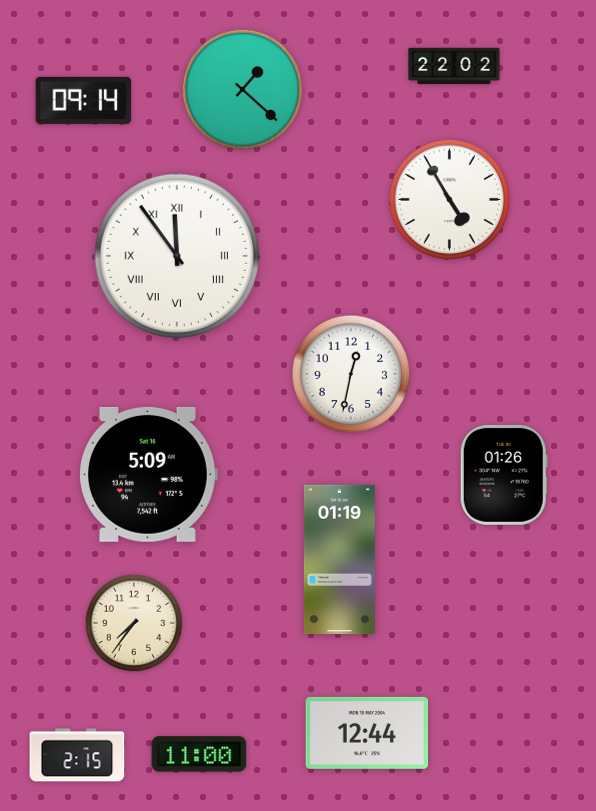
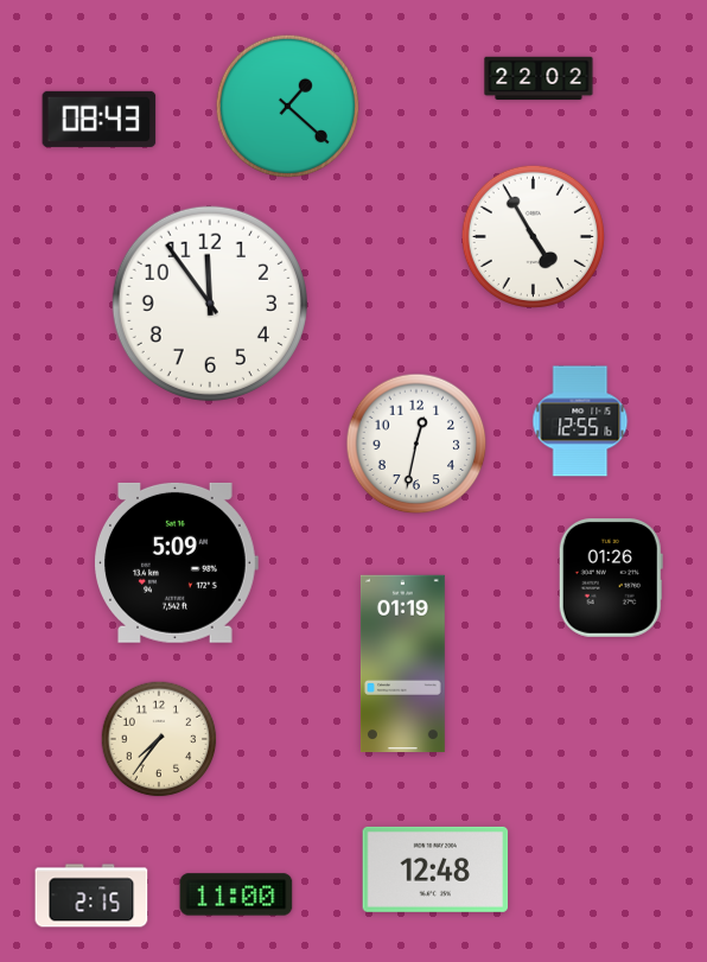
clock at (84, 100): 09:14 -> 08:43
clock at (177, 256) numerals: Roman -> Arabic
clock at (580, 421): none -> 12:55
clock at (504, 475) position: (504, 475) -> (611, 578)
clock at (367, 733): 12:44 -> 12:48
